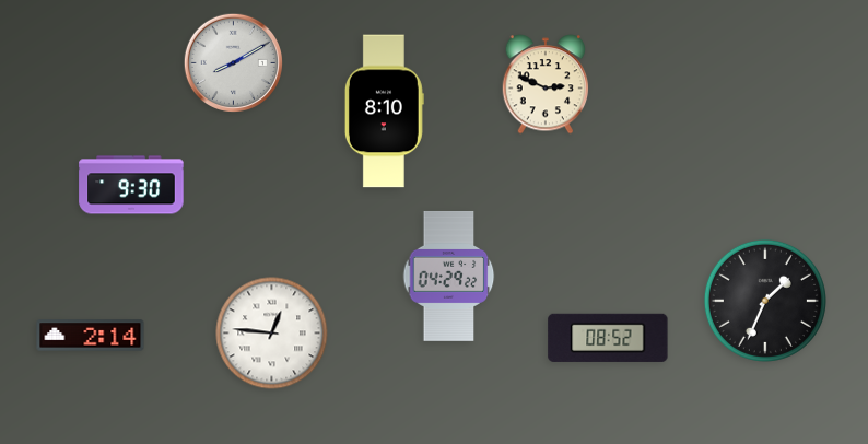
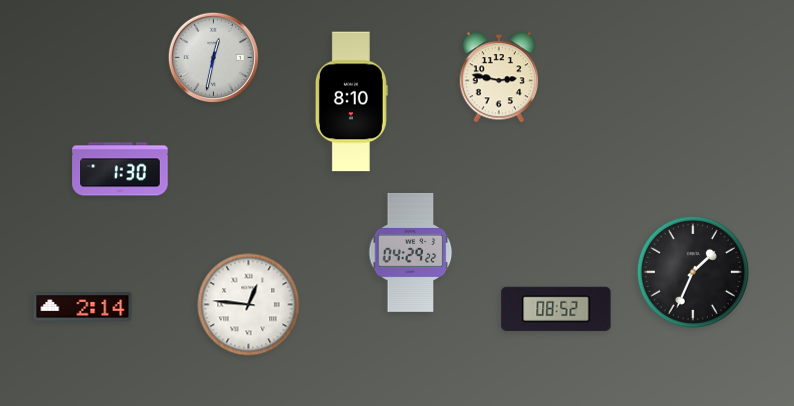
clock at (233, 62): 8:10 -> 12:32
clock at (546, 84): 2:49 -> 2:47
clock at (131, 185): 9:30 -> 1:30
clock at (765, 301) position: (765, 301) -> (693, 272)
